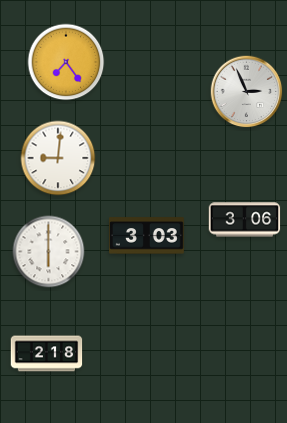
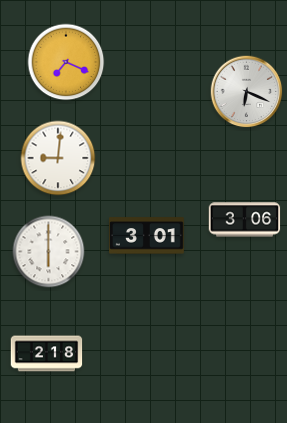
clock at (66, 62): 7:24 -> 7:19
clock at (247, 92): 2:56 -> 6:19
clock at (147, 236): 3:03 -> 3:01
